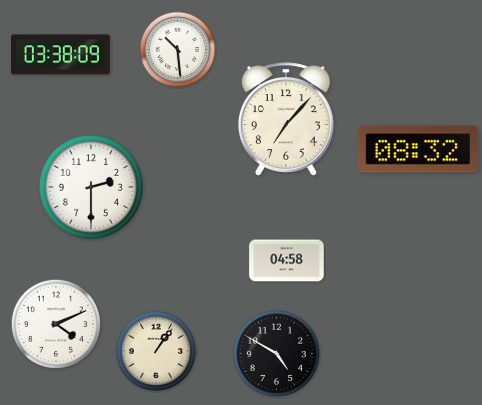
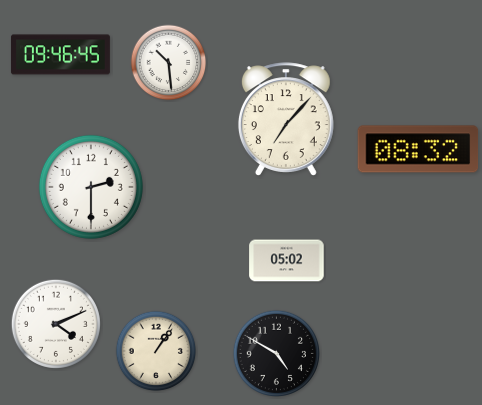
clock at (178, 50) position: (178, 50) -> (169, 63)
clock at (60, 55): 03:38 -> 09:46
clock at (287, 261): 04:58 -> 05:02
